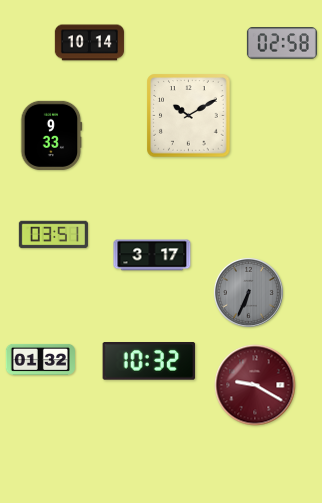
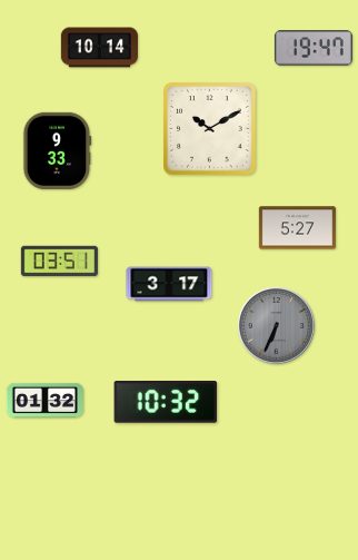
clock at (282, 43): 02:58 -> 19:47
clock at (297, 228): none -> 5:27
clock at (255, 385): 9:20 -> none
